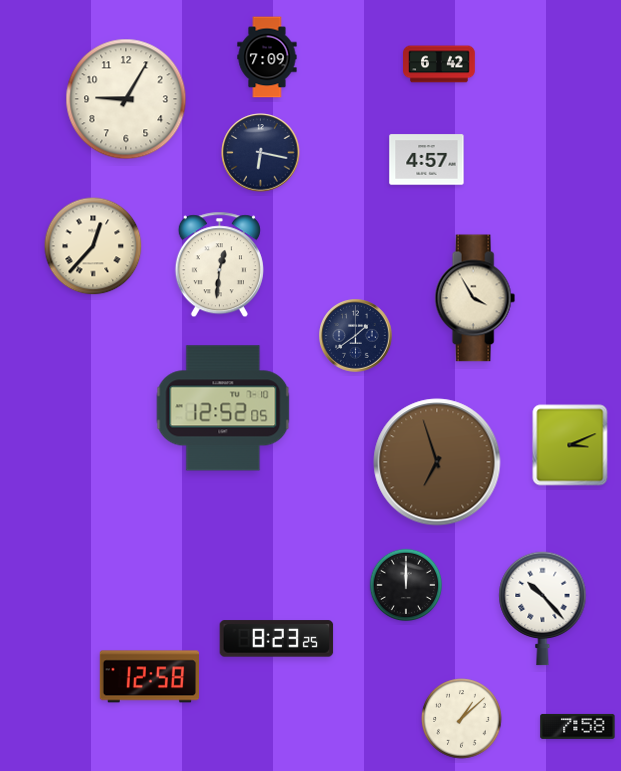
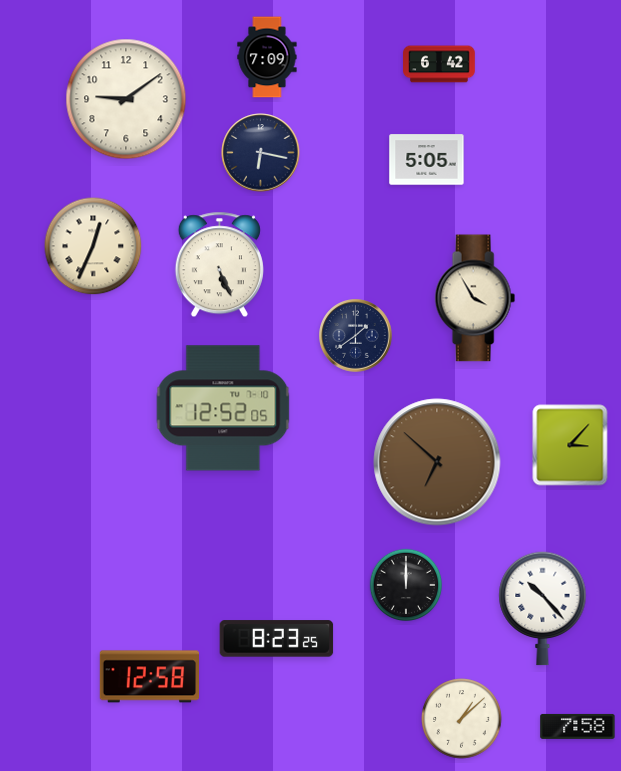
clock at (126, 99): 9:05 -> 9:09
clock at (427, 160): 4:57 -> 5:05
clock at (93, 246): 12:37 -> 12:34
clock at (219, 265): 12:31 -> 5:26
clock at (570, 445): 3:11 -> 3:07
clock at (437, 462): 6:57 -> 6:52
